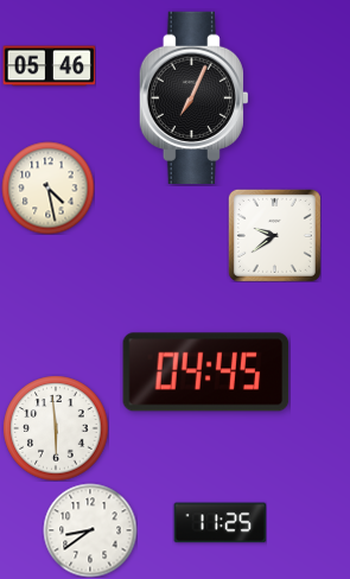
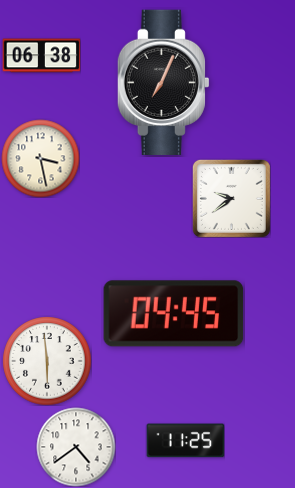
clock at (49, 66): 05:46 -> 06:38
clock at (47, 187): 4:28 -> 3:28
clock at (90, 530): 8:39 -> 4:39
